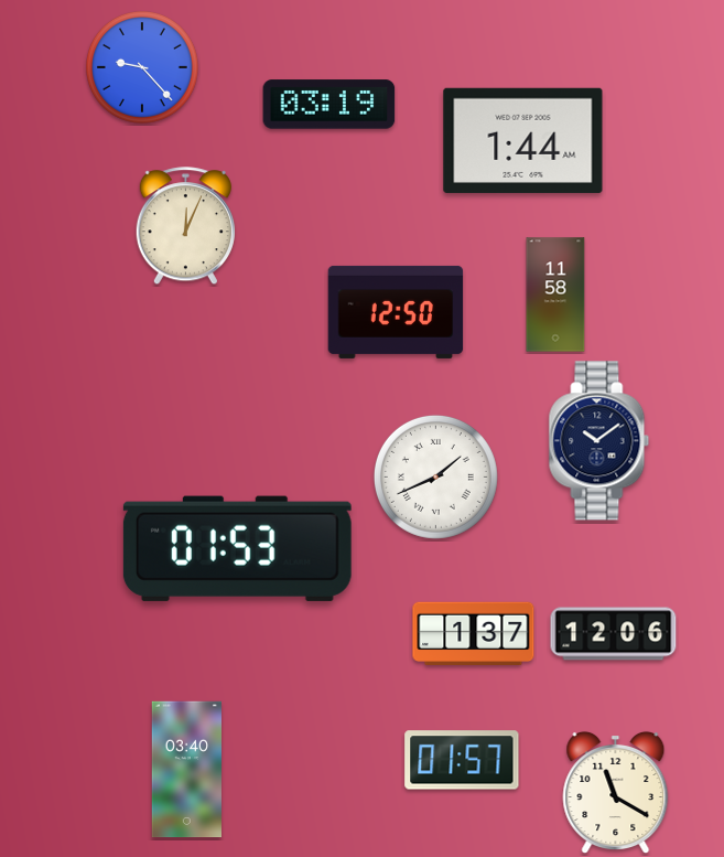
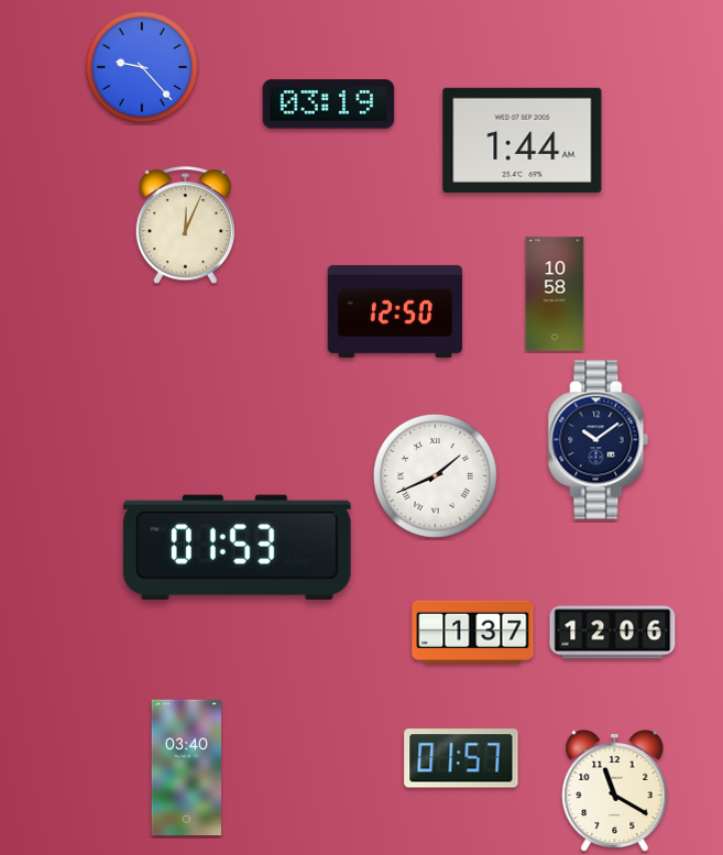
clock at (555, 294): 11:58 -> 10:58
